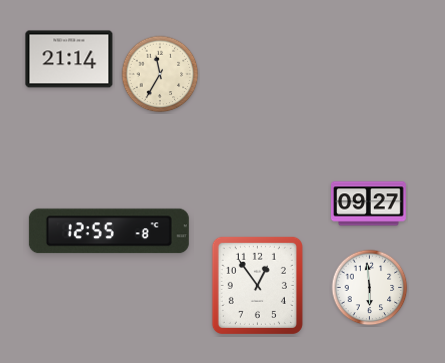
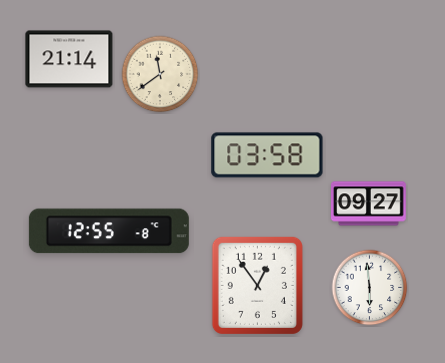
clock at (160, 74): 11:35 -> 11:39
clock at (267, 155): none -> 03:58
